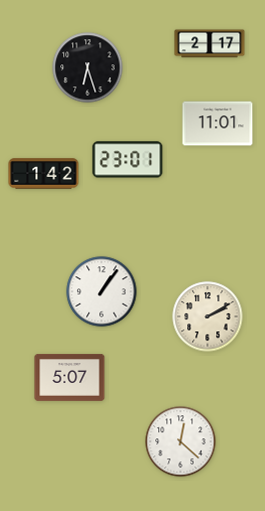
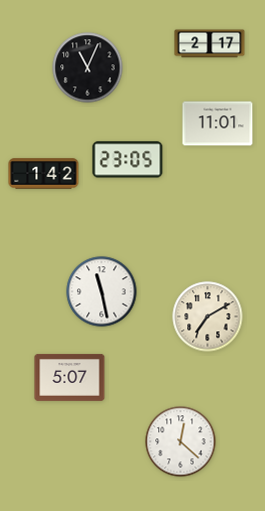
clock at (88, 68): 6:27 -> 11:04
clock at (128, 160): 23:01 -> 23:05
clock at (102, 292): 1:06 -> 11:28
clock at (208, 317): 2:10 -> 7:10
